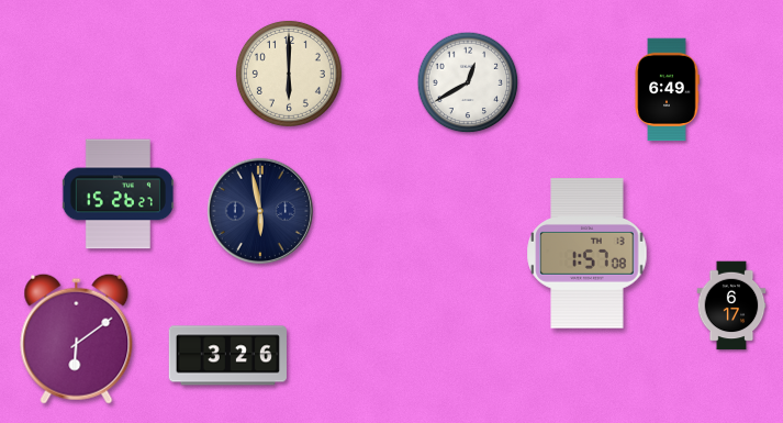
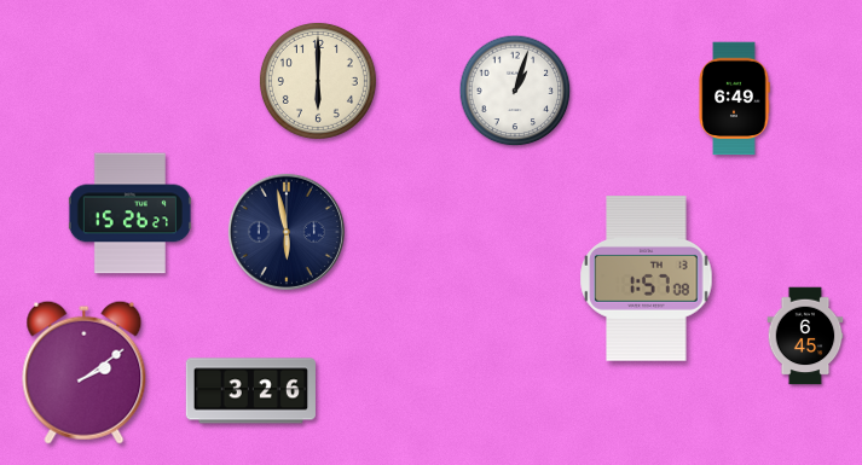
clock at (468, 82): 12:40 -> 1:03
clock at (731, 305): 6:17 -> 6:45
clock at (77, 338): 6:09 -> 2:09
